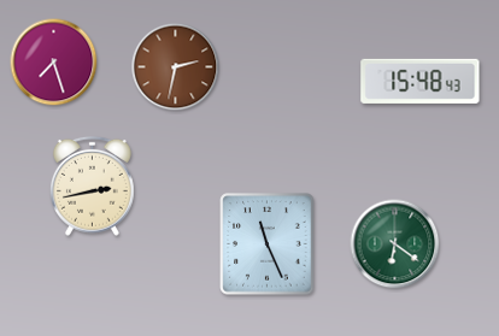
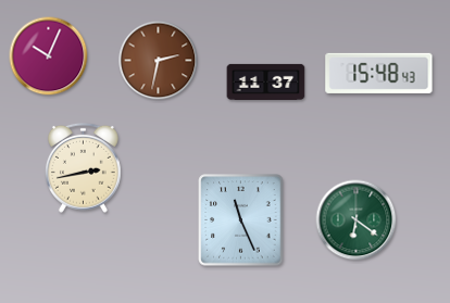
clock at (54, 63): 7:27 -> 10:04
clock at (266, 81): none -> 11:37
